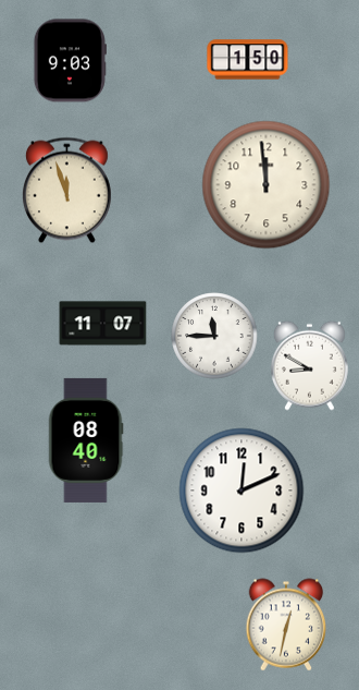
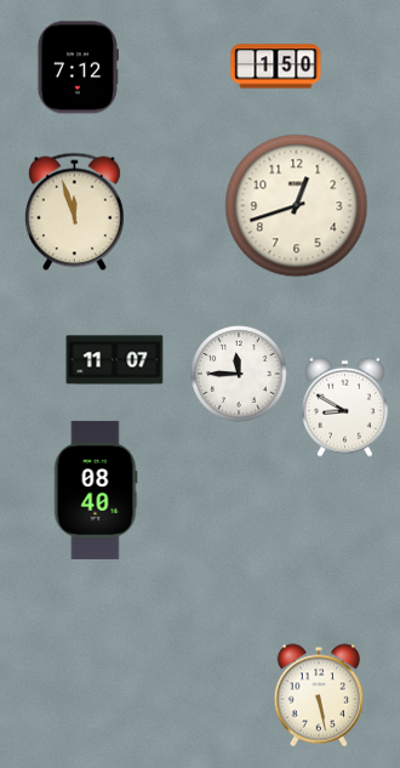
clock at (70, 61): 9:03 -> 7:12
clock at (267, 185): 11:59 -> 12:42
clock at (242, 491): 12:11 -> none
clock at (286, 625): 12:32 -> 5:28
